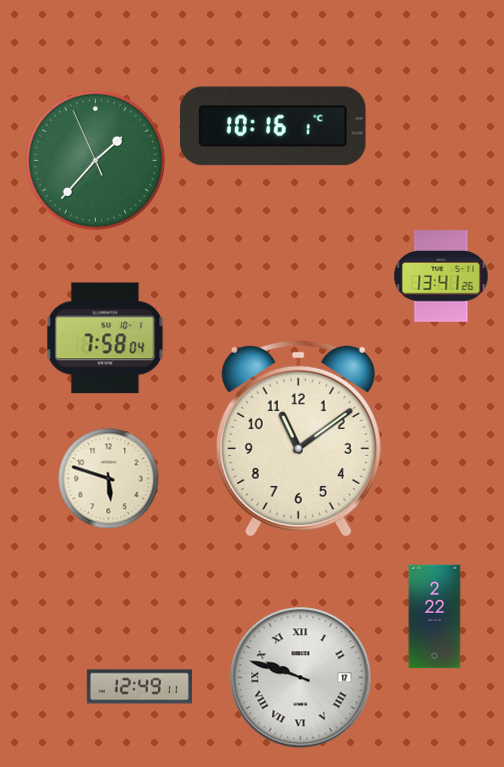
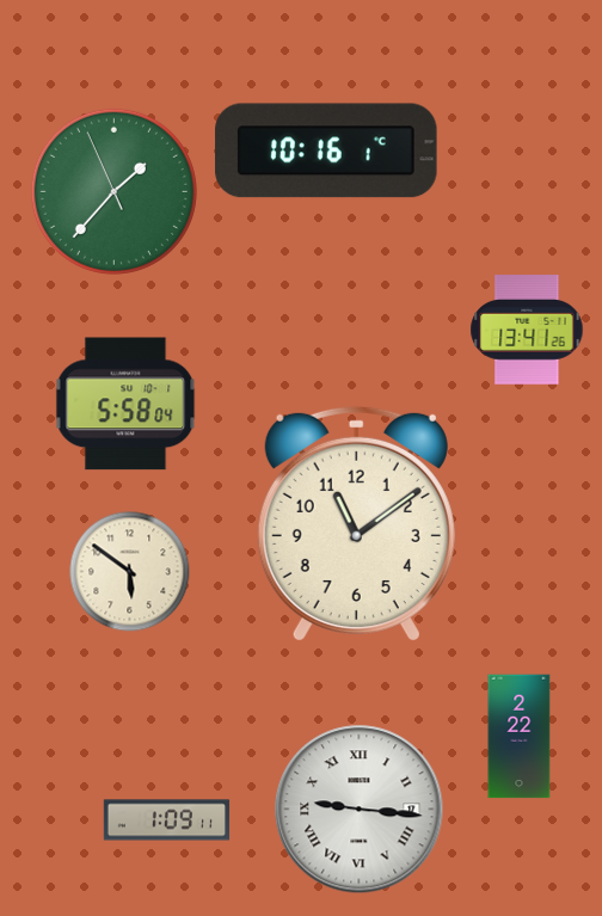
clock at (105, 338): 7:58 -> 5:58
clock at (109, 479): 5:48 -> 5:51
clock at (301, 678): 9:48 -> 9:16
clock at (140, 687): 12:49 -> 1:09
